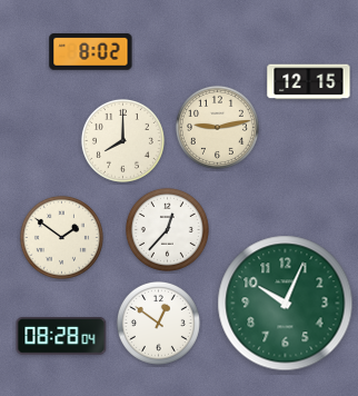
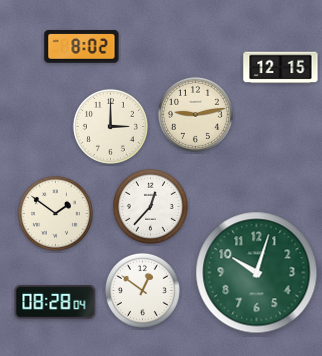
clock at (309, 82) position: (309, 82) -> (281, 68)
clock at (122, 140): 8:00 -> 3:00
clock at (286, 304): 10:04 -> 10:03
